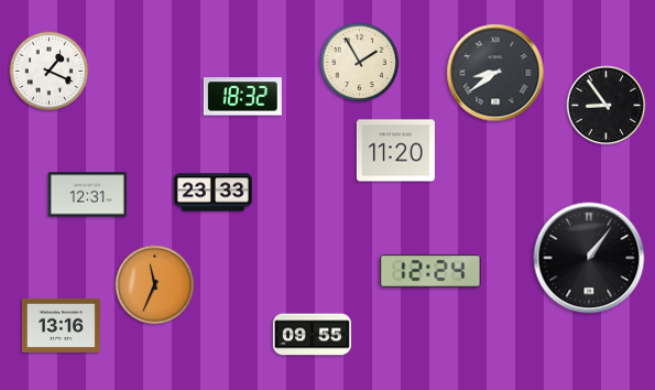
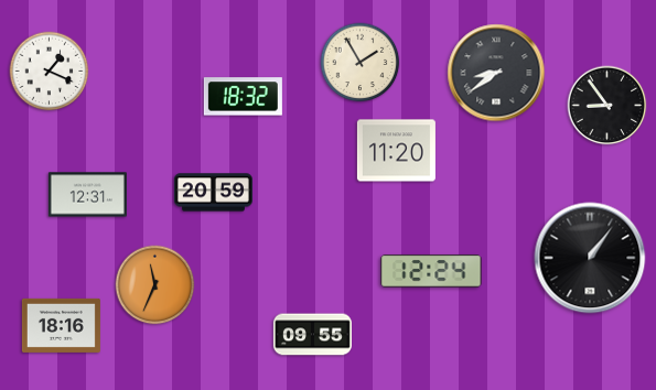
clock at (212, 193): 23:33 -> 20:59
clock at (61, 325): 13:16 -> 18:16
